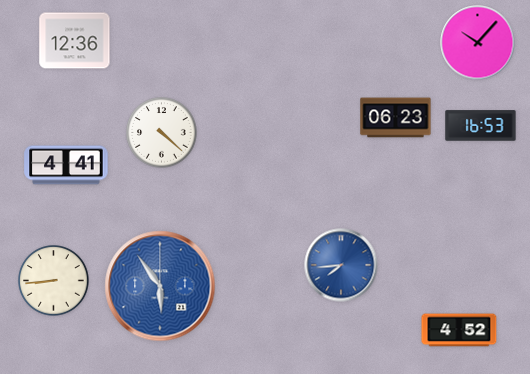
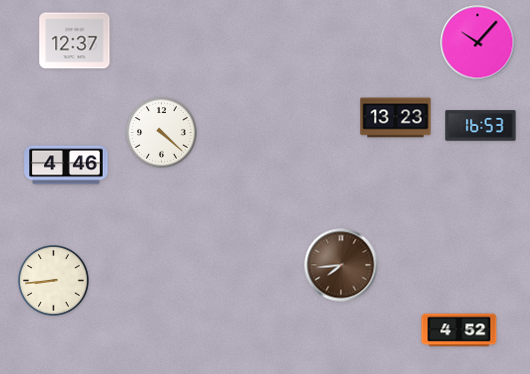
clock at (75, 41): 12:36 -> 12:37
clock at (396, 118): 06:23 -> 13:23
clock at (66, 165): 4:41 -> 4:46
clock at (341, 265) dial: blue -> brown
clock at (160, 286): 5:54 -> none
